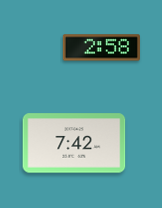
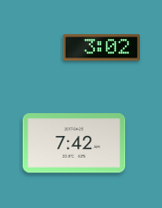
clock at (101, 48): 2:58 -> 3:02
